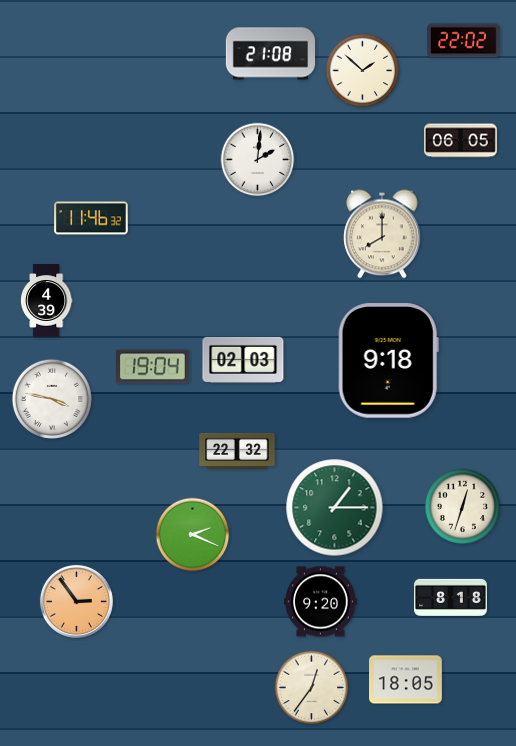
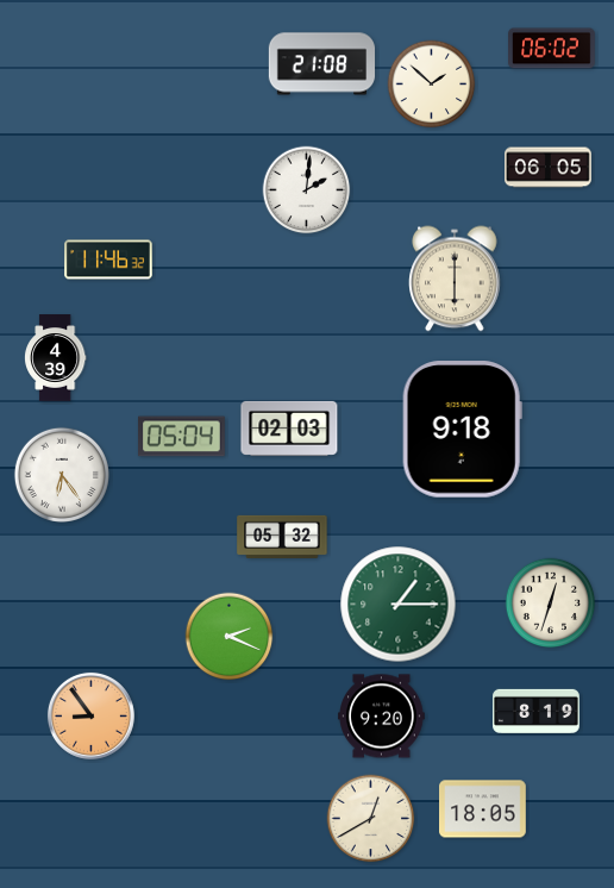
clock at (464, 41): 22:02 -> 06:02
clock at (382, 234): 8:00 -> 6:00
clock at (153, 367): 19:04 -> 05:04
clock at (52, 399): 3:47 -> 6:24
clock at (237, 451): 22:32 -> 05:32
clock at (451, 597): 8:18 -> 8:19
clock at (76, 601): 2:54 -> 8:54
clock at (312, 688): 12:36 -> 12:40
